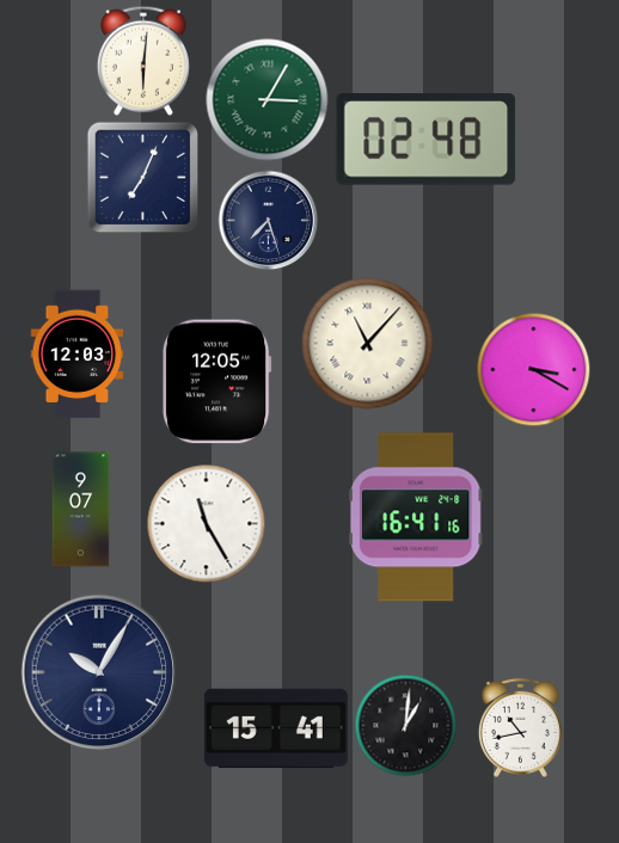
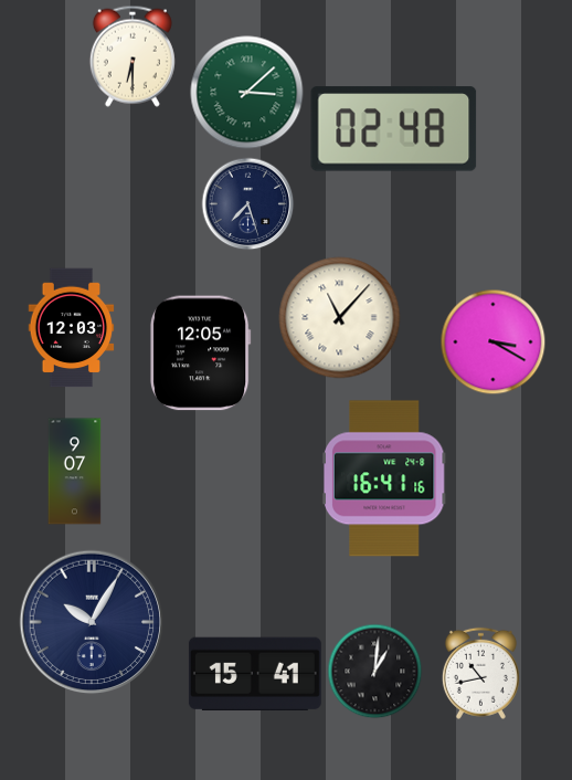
clock at (143, 61): 6:01 -> 6:30
clock at (268, 100): 3:05 -> 3:08
clock at (142, 177): 7:04 -> none
clock at (207, 524): 11:25 -> none
